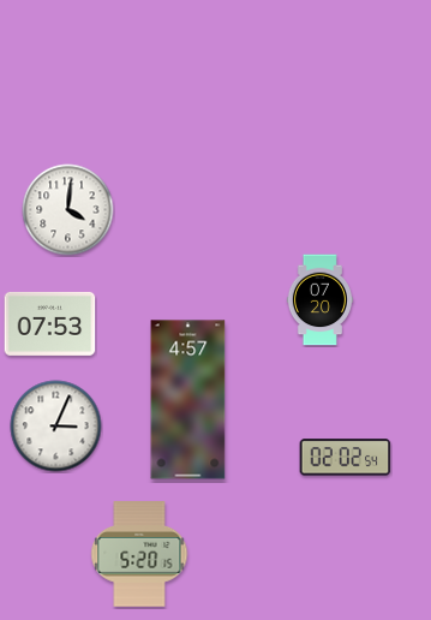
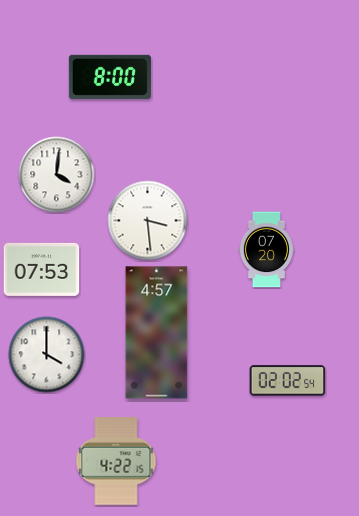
clock at (110, 77): none -> 8:00
clock at (148, 221): none -> 3:29
clock at (56, 427): 3:04 -> 4:00
clock at (139, 554): 5:20 -> 4:22
